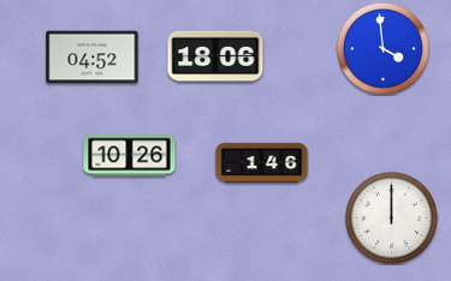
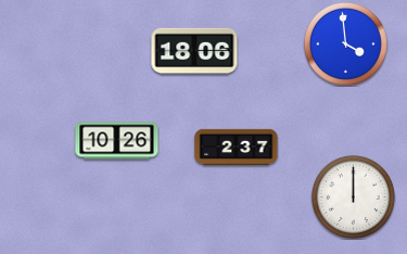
clock at (93, 58): 04:52 -> none
clock at (262, 162): 1:46 -> 2:37
